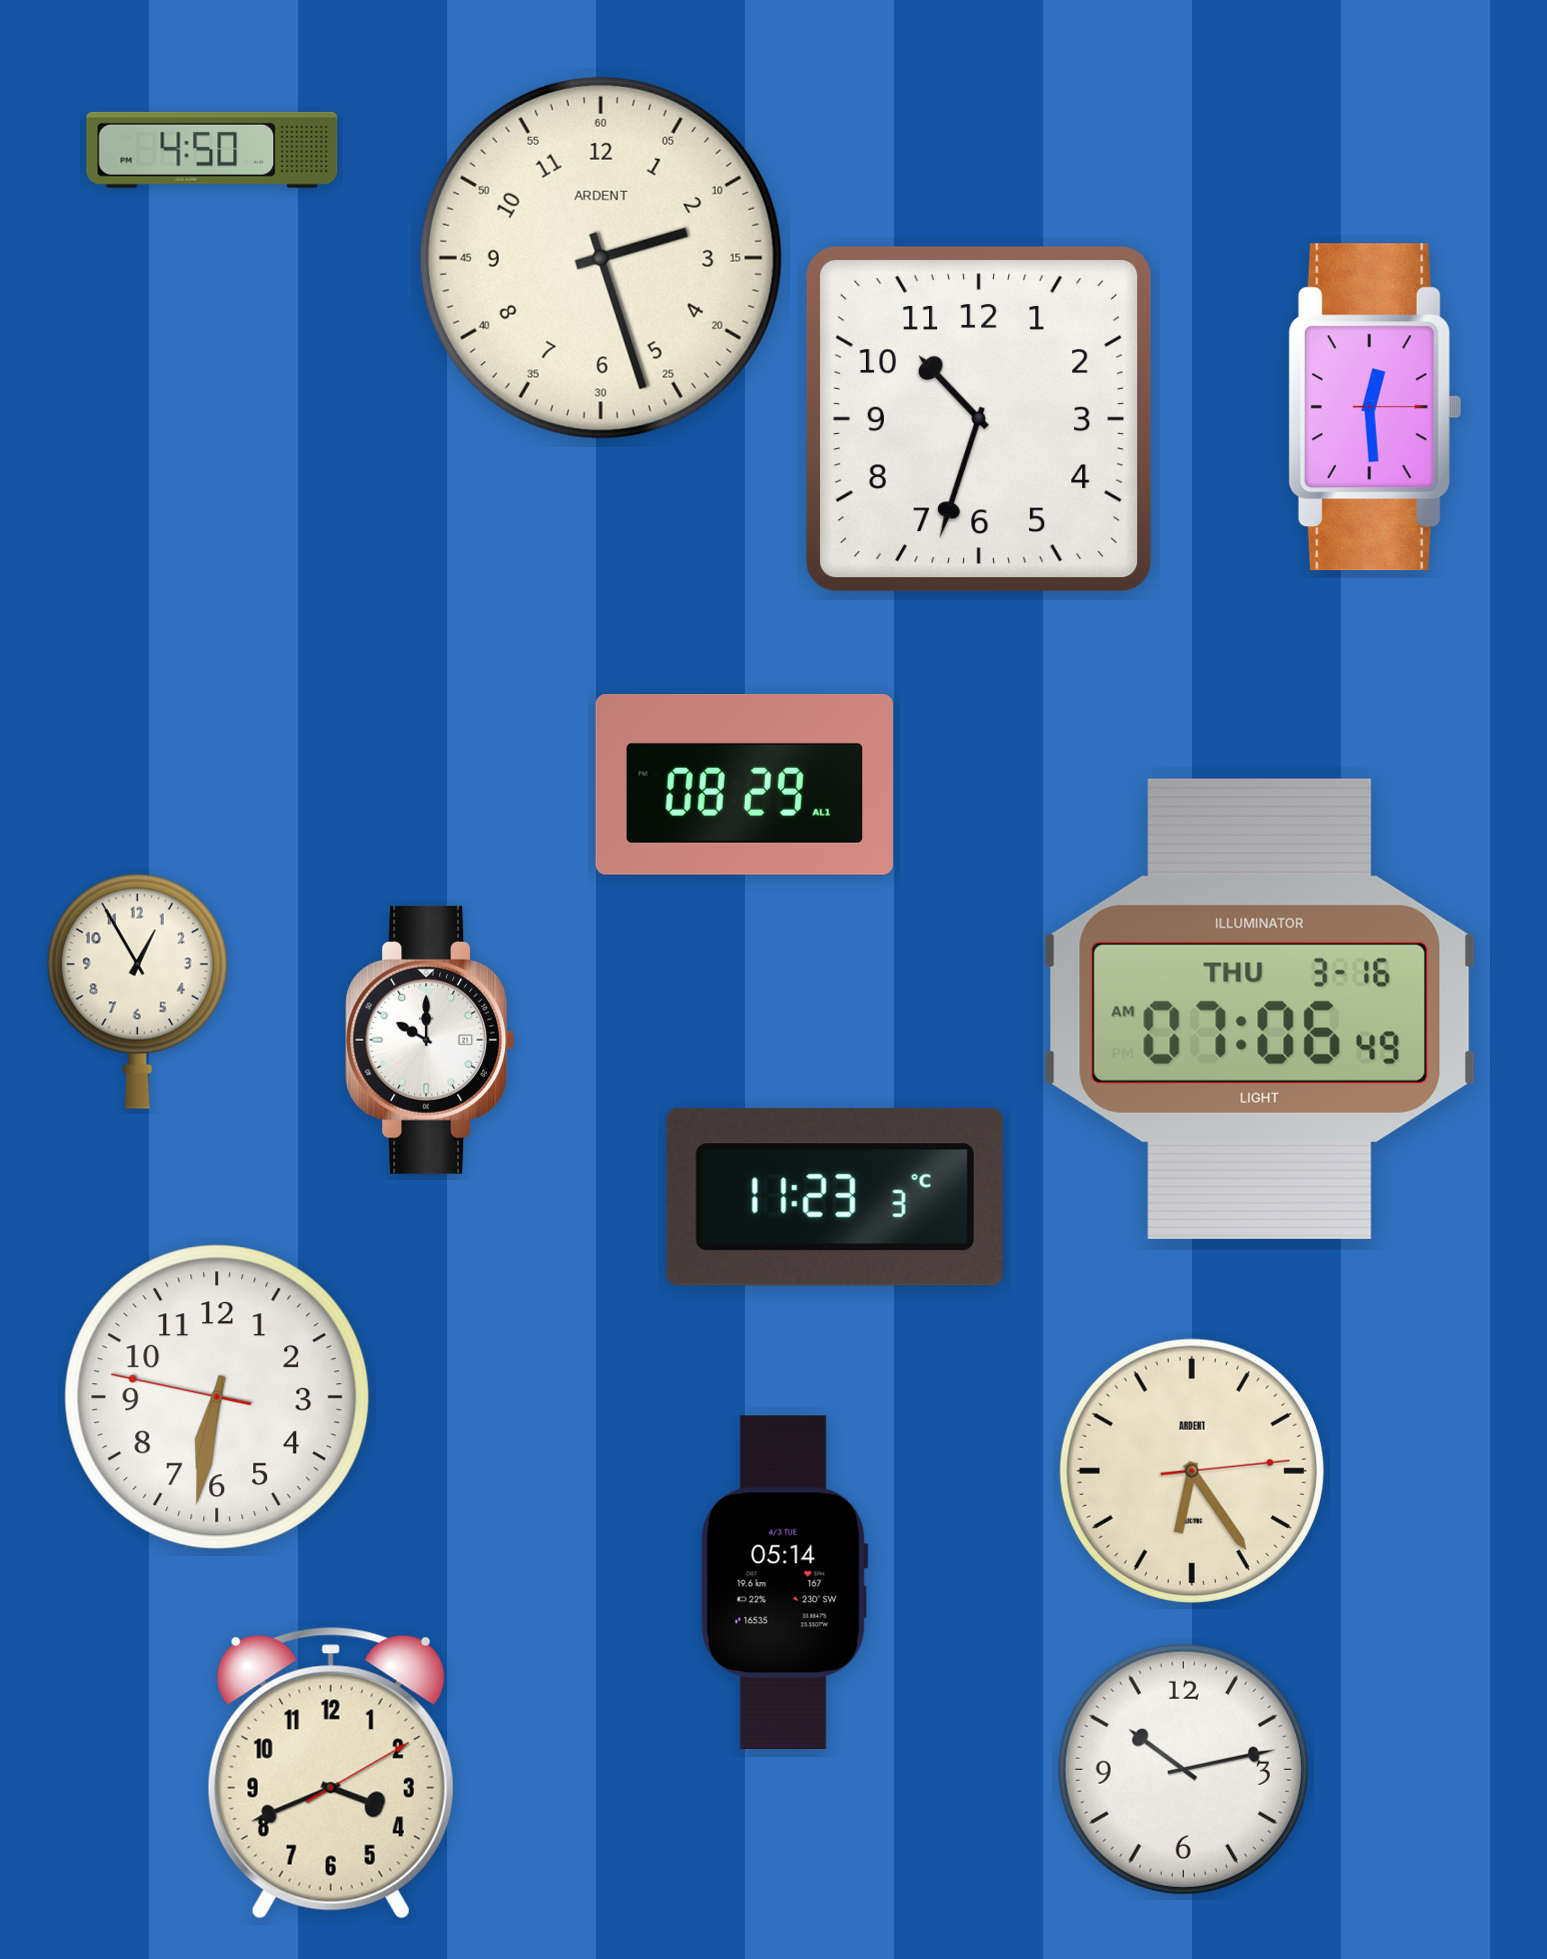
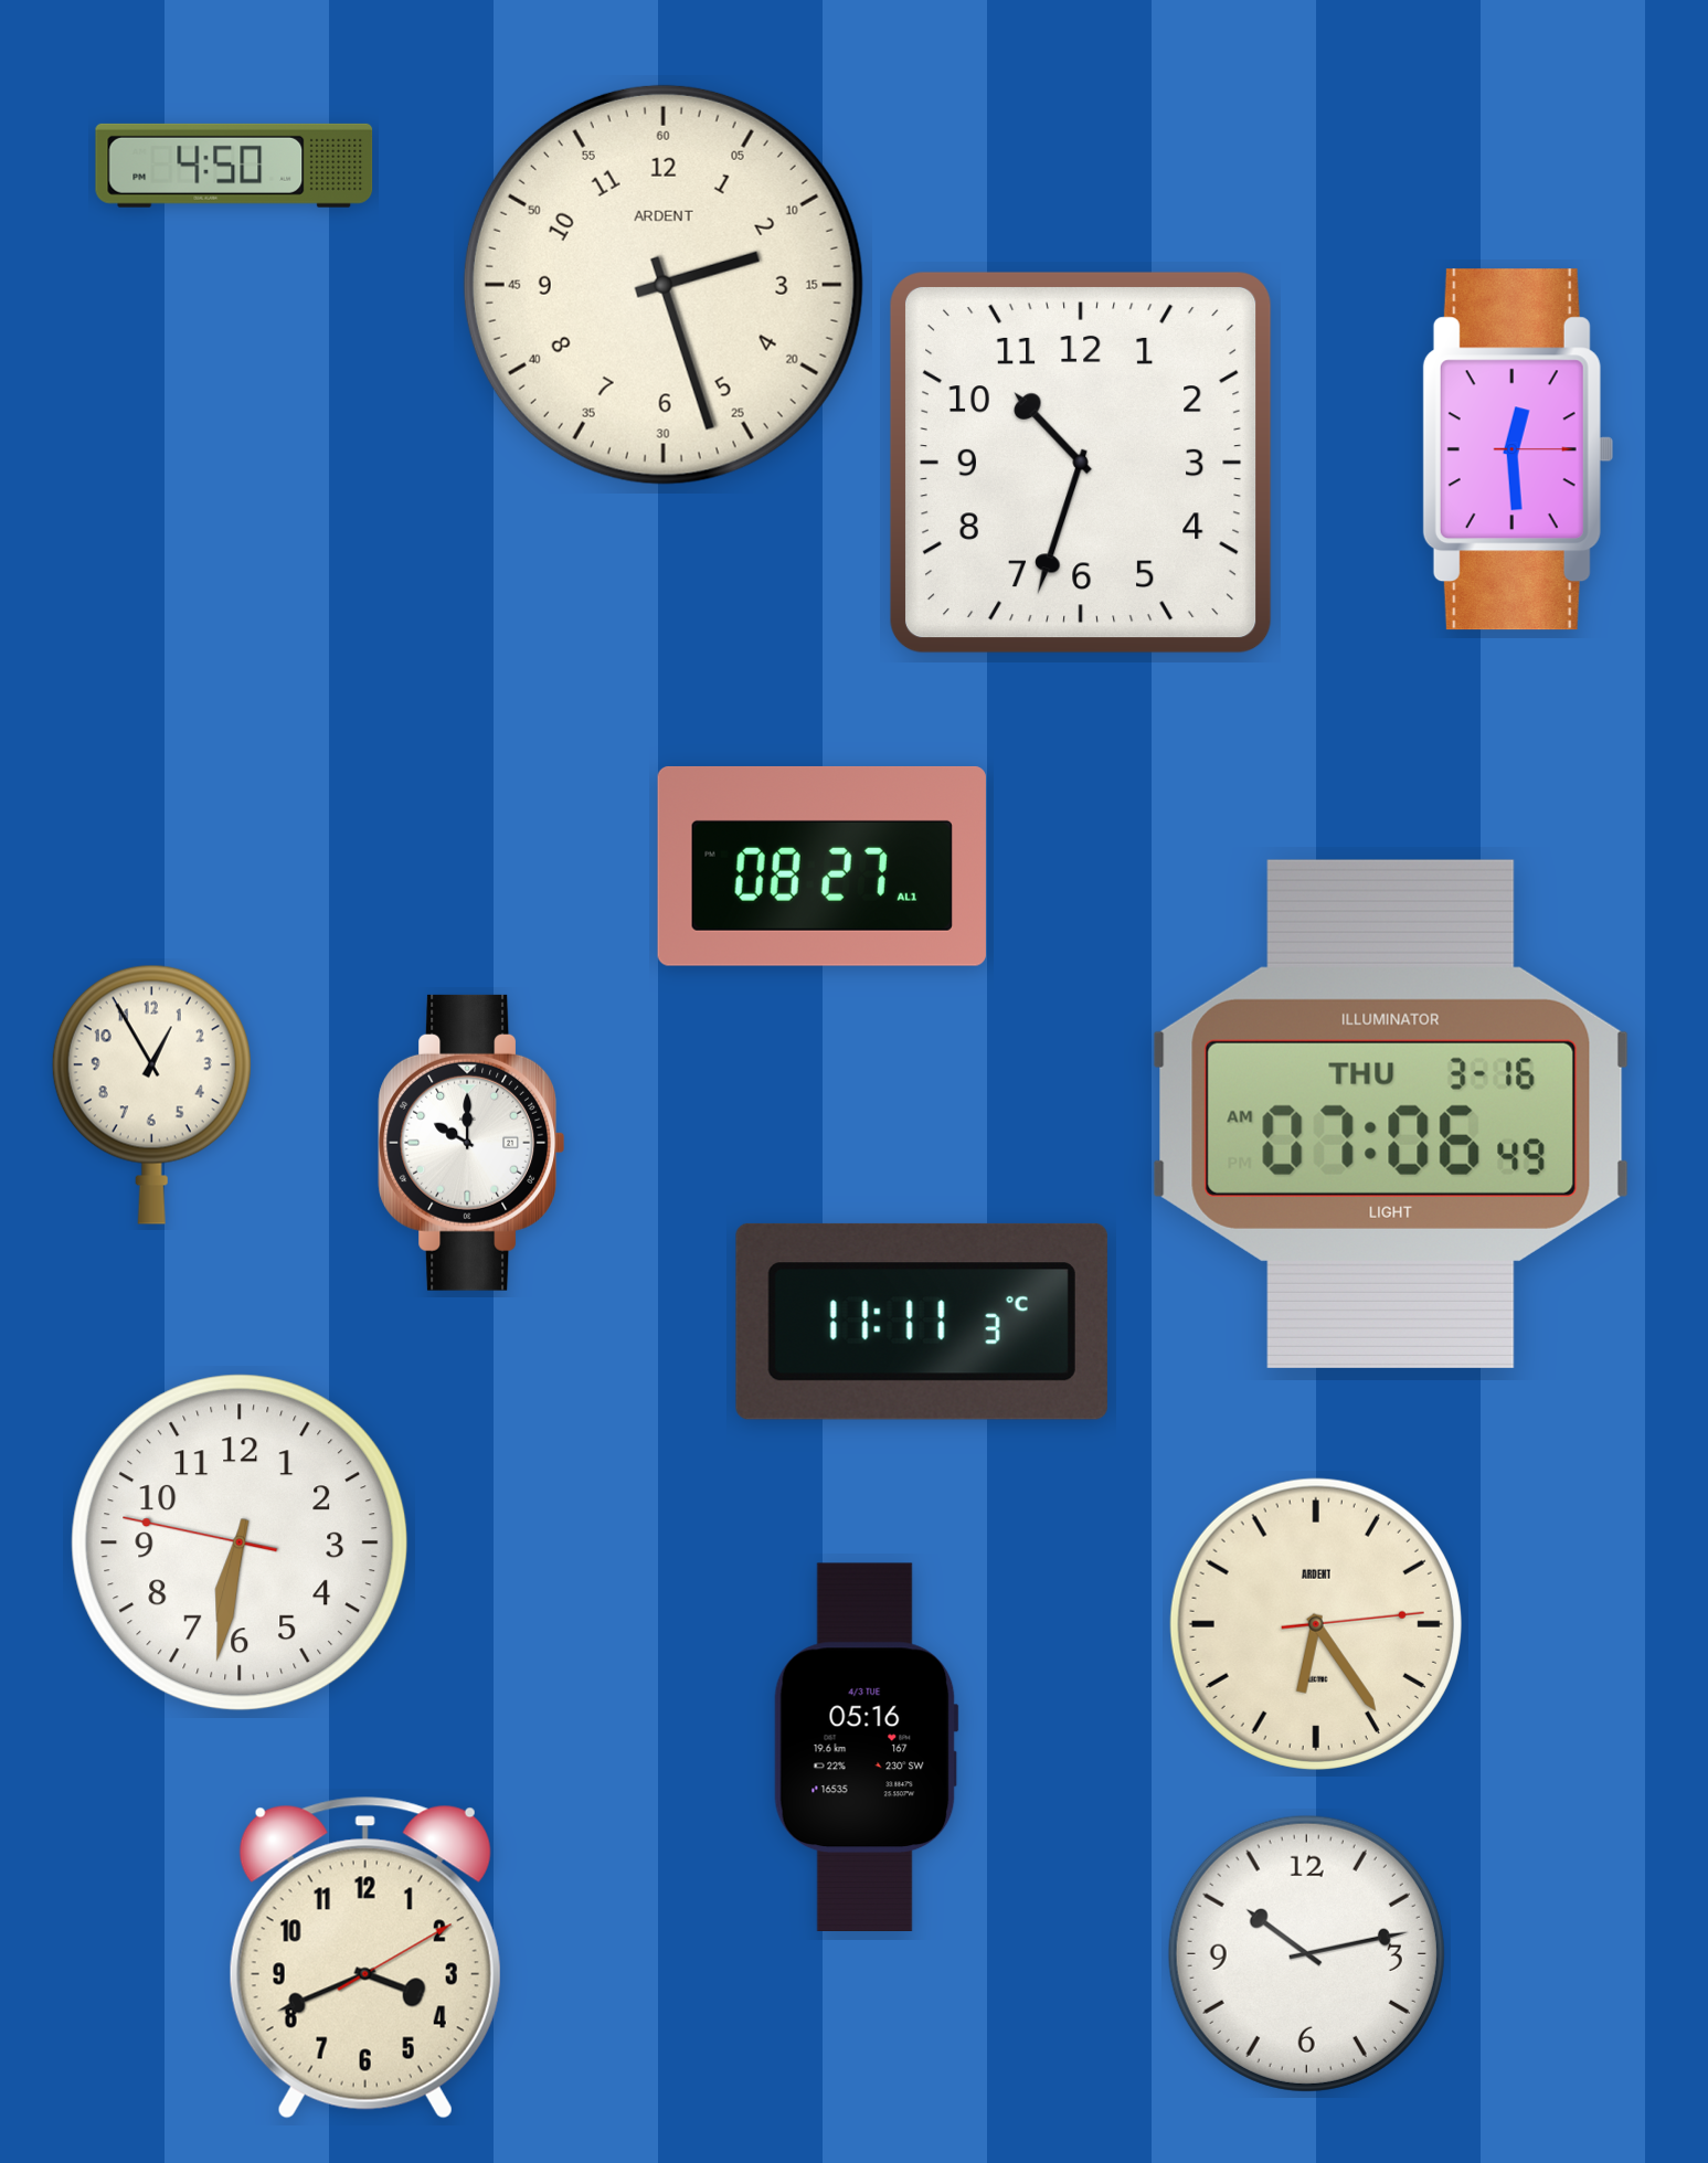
clock at (744, 784): 08:29 -> 08:27
clock at (429, 1040) position: (429, 1040) -> (470, 1143)
clock at (835, 1197): 11:23 -> 11:11
clock at (784, 1582): 05:14 -> 05:16
